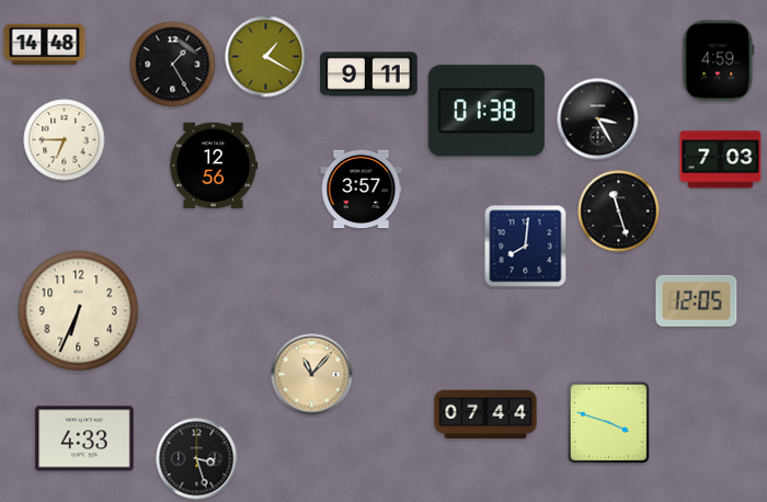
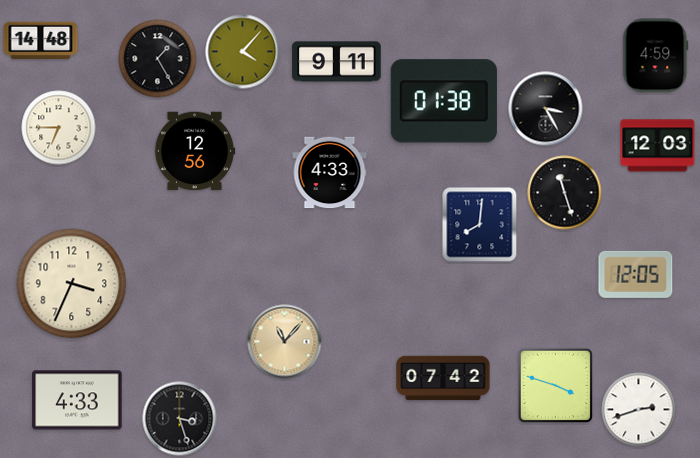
clock at (266, 57): 1:20 -> 4:07
clock at (369, 75) position: (369, 75) -> (337, 62)
clock at (721, 160): 7:03 -> 12:03
clock at (362, 190): 3:57 -> 4:33
clock at (79, 311): 6:34 -> 3:34
clock at (485, 414): 07:44 -> 07:42
clock at (639, 410): none -> 2:42
